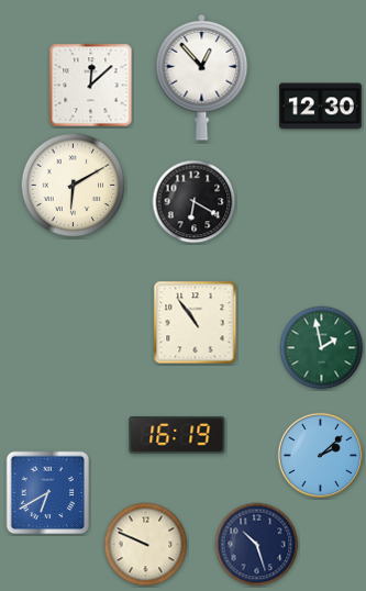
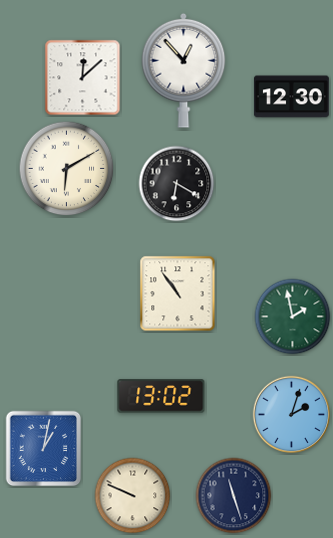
clock at (177, 435): 16:19 -> 13:02
clock at (321, 456): 2:08 -> 2:03
clock at (48, 493): 6:40 -> 1:02
clock at (257, 545): 10:27 -> 11:27
